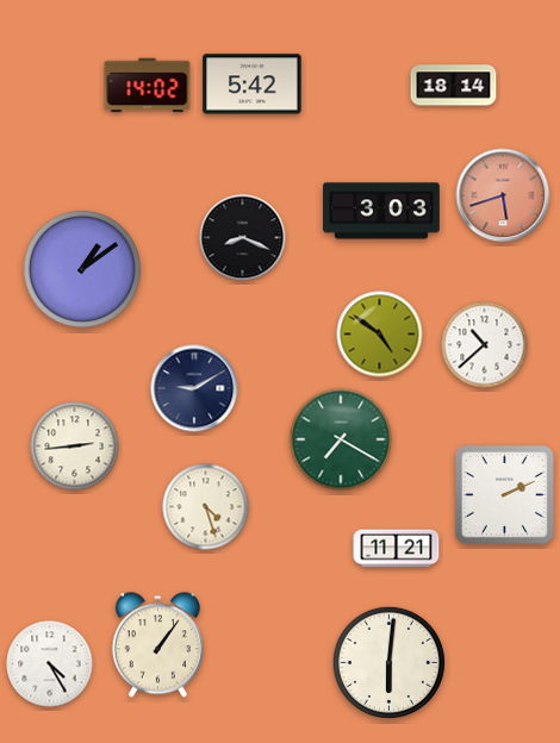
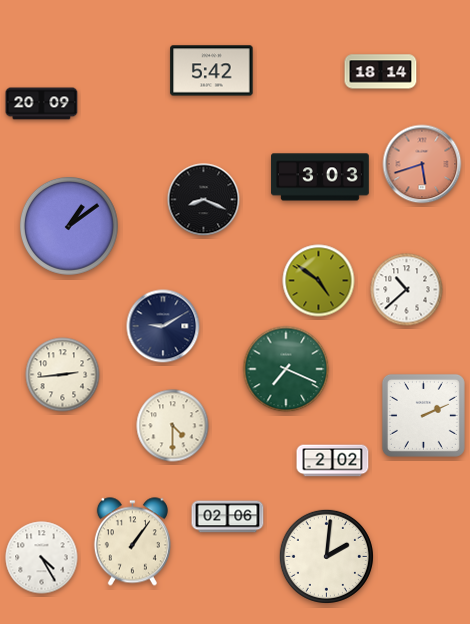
clock at (148, 86): 14:02 -> none
clock at (42, 104): none -> 20:09
clock at (341, 439): 7:20 -> 7:19
clock at (206, 507): 4:27 -> 4:30
clock at (397, 549): 11:21 -> 2:02
clock at (228, 517): none -> 02:06
clock at (388, 662): 6:01 -> 2:01
